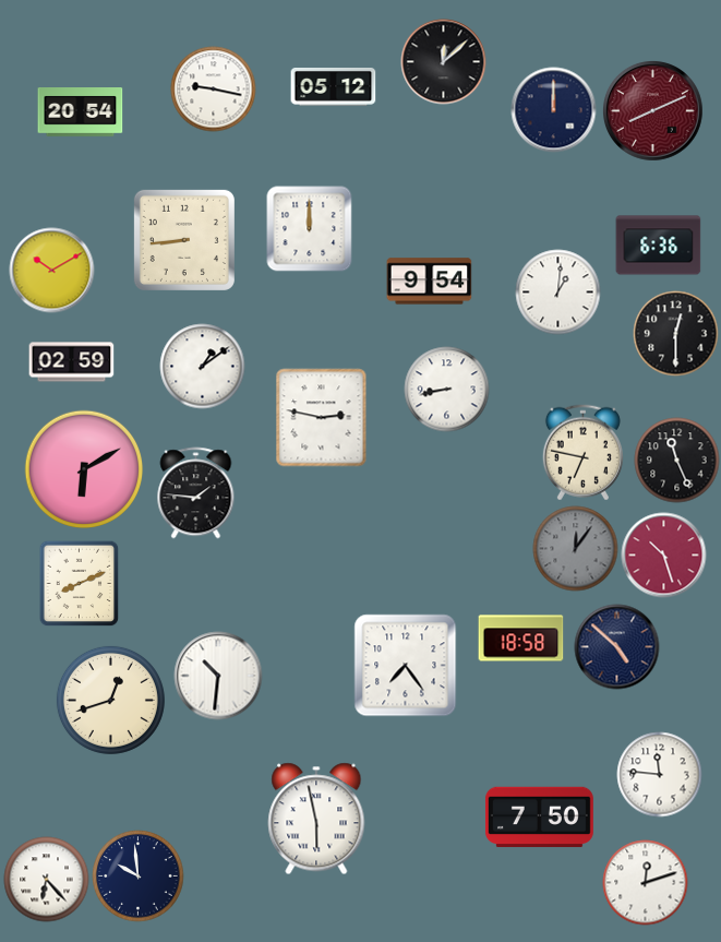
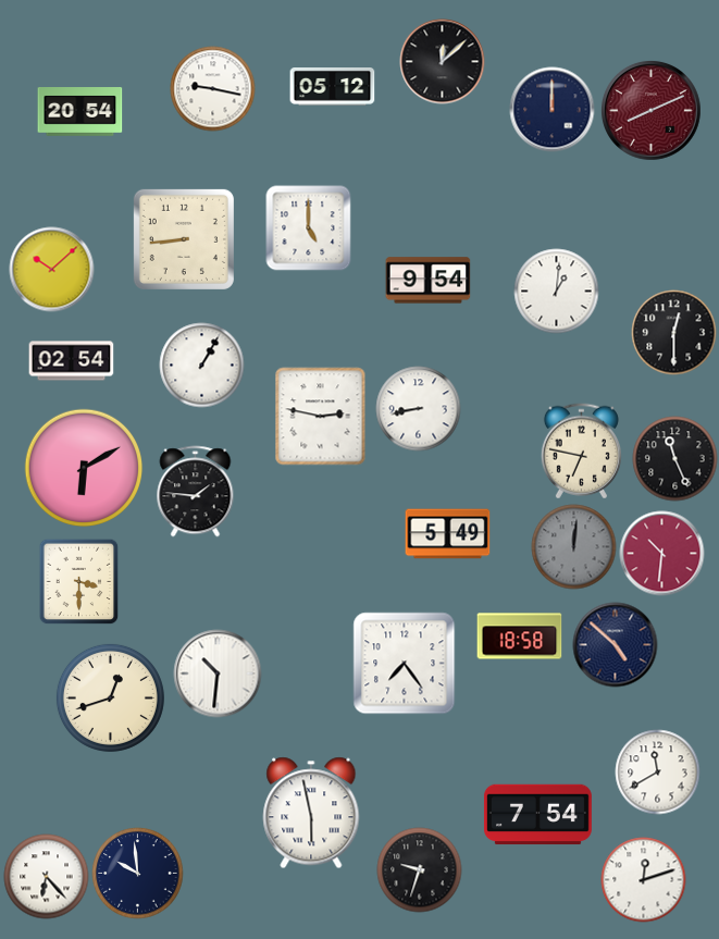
clock at (309, 228): 12:00 -> 5:00
clock at (658, 246): 6:36 -> none
clock at (51, 270): 10:10 -> 10:08
clock at (71, 362): 02:59 -> 02:54
clock at (202, 366): 1:09 -> 1:05
clock at (446, 389) position: (446, 389) -> (418, 408)
clock at (447, 534): none -> 5:49
clock at (575, 548): 12:06 -> 12:01
clock at (663, 555): 10:27 -> 10:31
clock at (80, 583): 8:11 -> 3:30
clock at (659, 774): 11:46 -> 11:40
clock at (539, 818): 7:50 -> 7:54
clock at (316, 819) position: (316, 819) -> (311, 813)
clock at (419, 869): none -> 9:33
